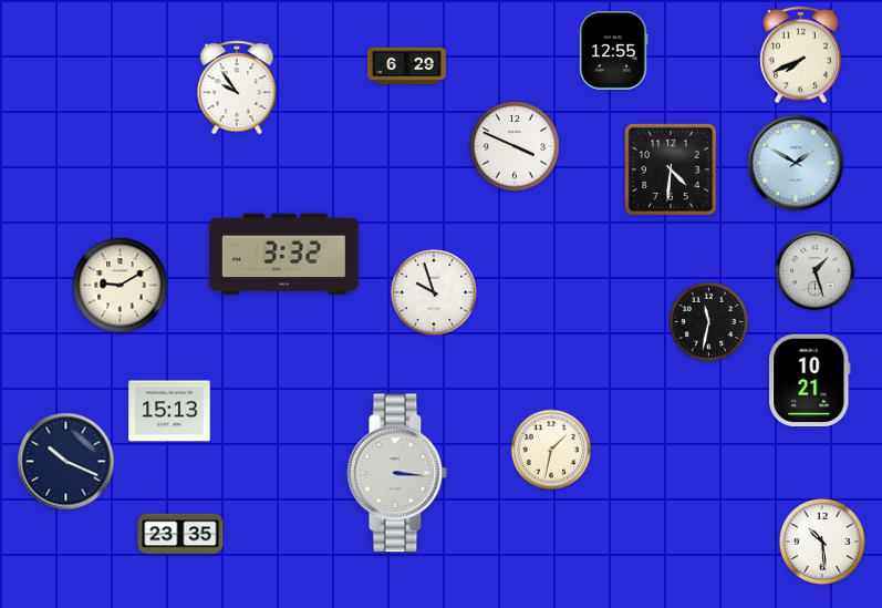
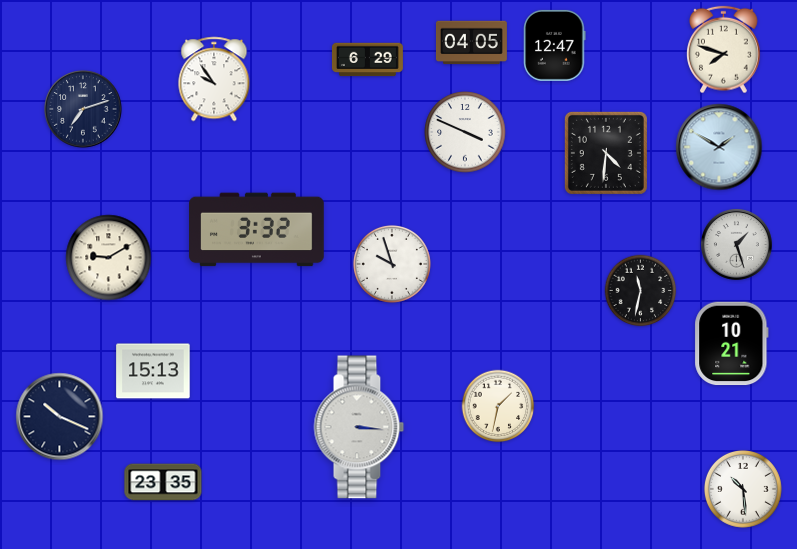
clock at (471, 43): none -> 04:05
clock at (614, 50): 12:55 -> 12:47
clock at (801, 55): 7:41 -> 7:48
clock at (83, 109): none -> 7:12
